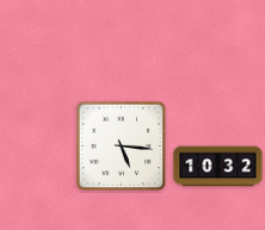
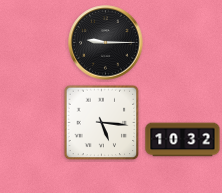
clock at (106, 43): none -> 9:15
